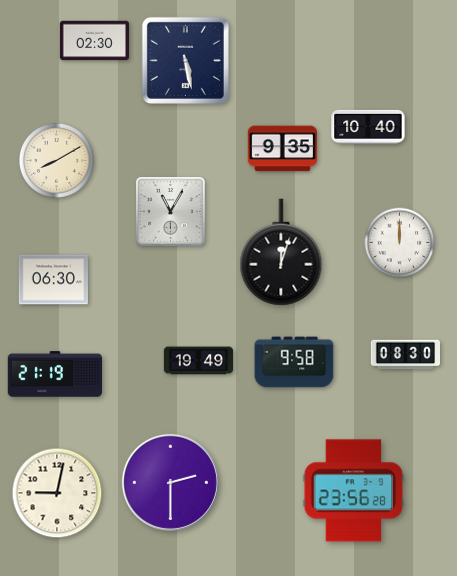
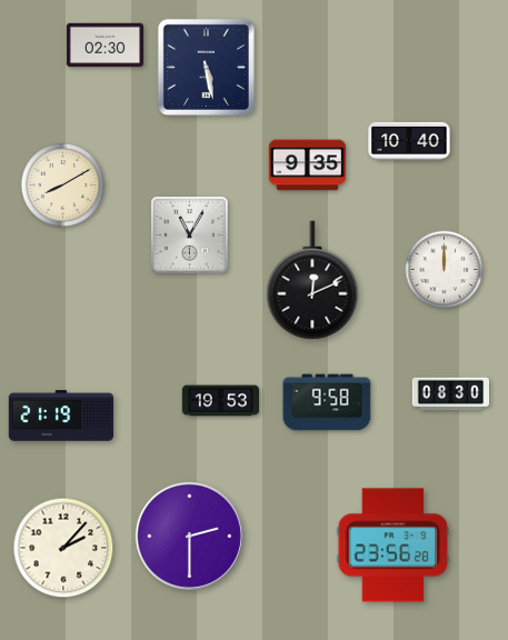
clock at (282, 149) position: (282, 149) -> (307, 166)
clock at (56, 160) position: (56, 160) -> (62, 184)
clock at (281, 252): 12:03 -> 12:11
clock at (53, 280): 06:30 -> none
clock at (198, 361): 19:49 -> 19:53
clock at (57, 493): 9:02 -> 2:07
